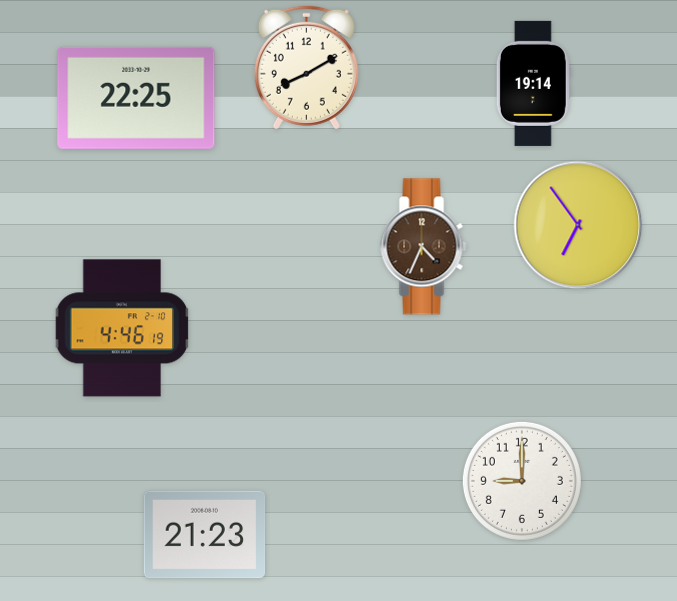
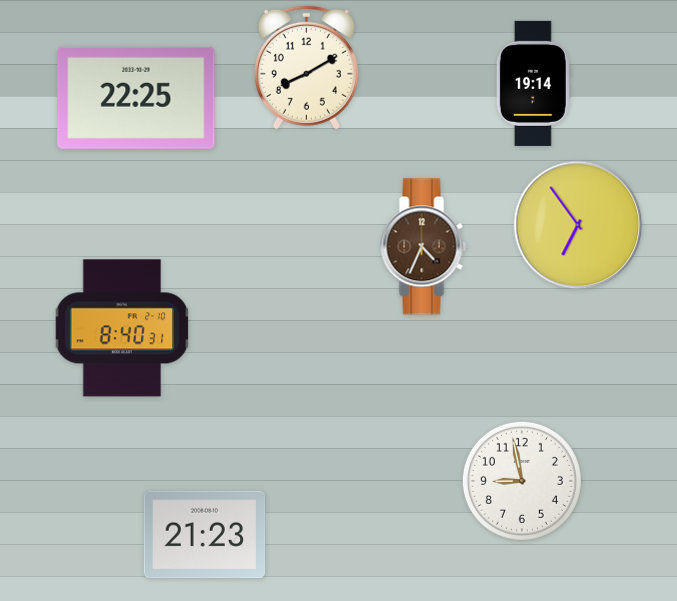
clock at (122, 328): 4:46 -> 8:40
clock at (522, 481): 9:00 -> 8:58
